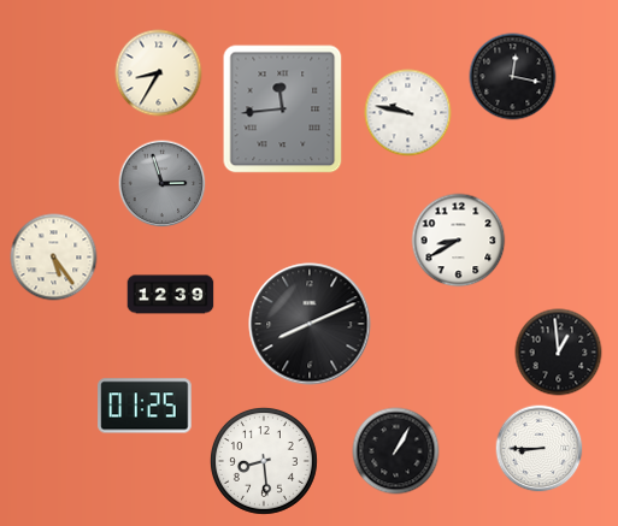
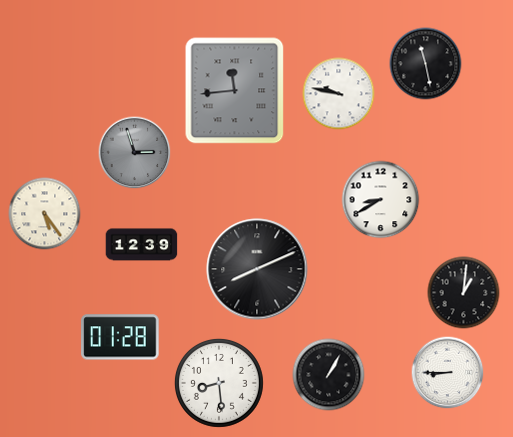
clock at (159, 73): 8:35 -> none
clock at (513, 77): 12:17 -> 11:28
clock at (559, 353): 12:59 -> 1:01
clock at (145, 406): 01:25 -> 01:28
